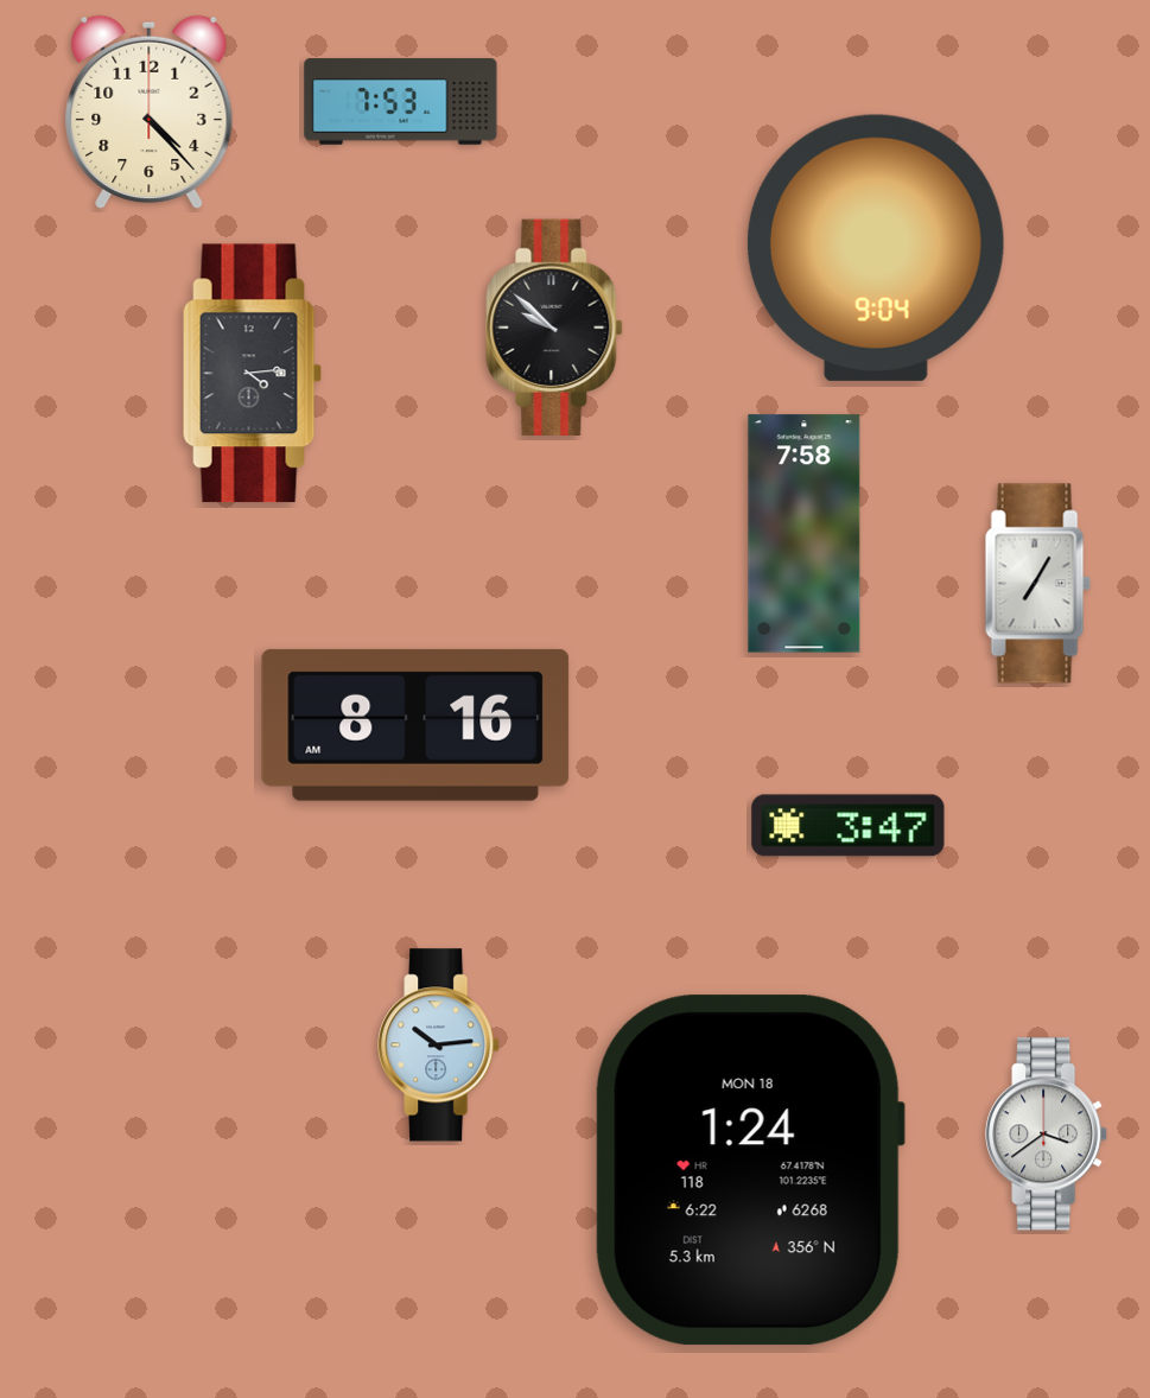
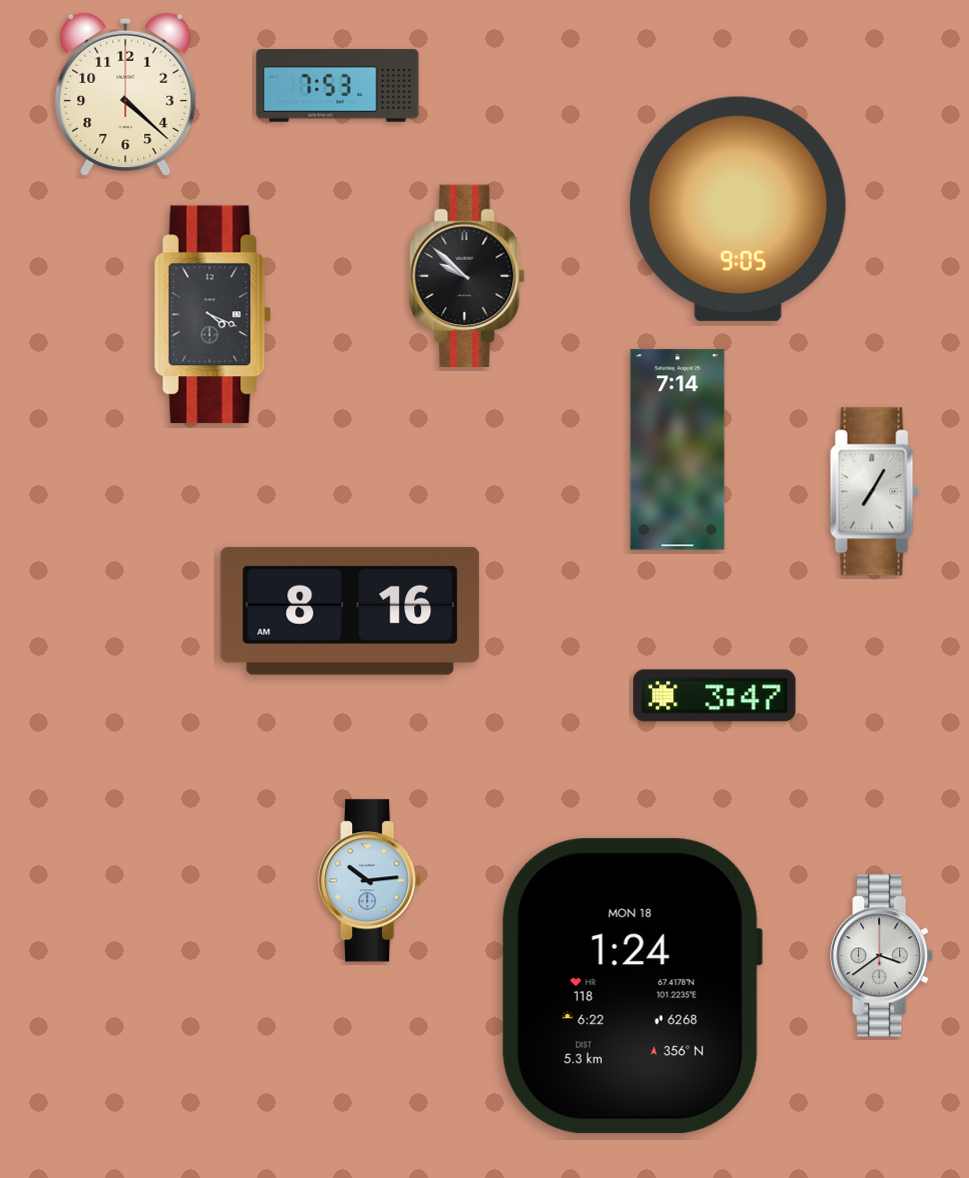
clock at (150, 113): 4:23 -> 4:22
clock at (876, 248): 9:04 -> 9:05
clock at (252, 374): 4:14 -> 4:19
clock at (805, 534): 7:58 -> 7:14
